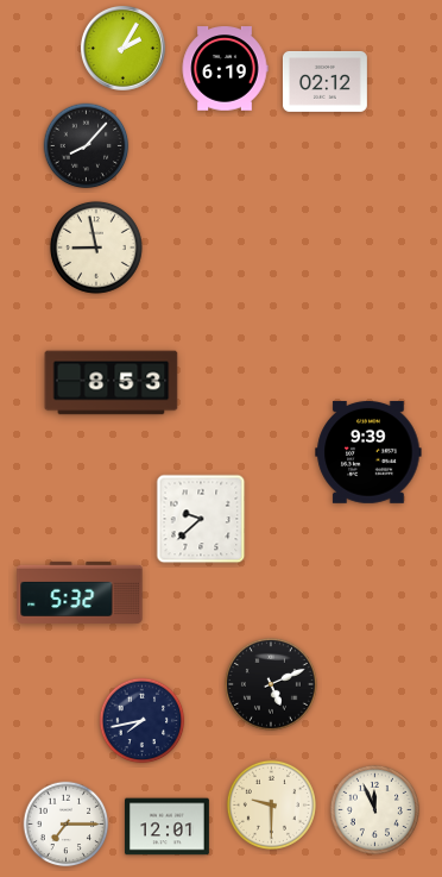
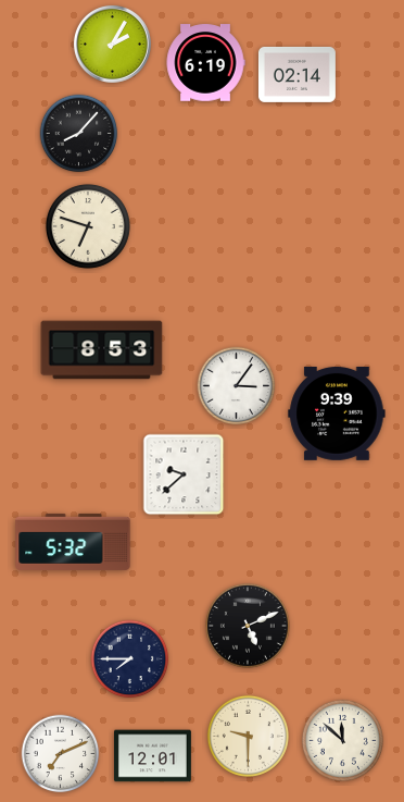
clock at (324, 81): 02:12 -> 02:14
clock at (96, 248): 8:58 -> 6:48
clock at (237, 386): none -> 3:06
clock at (143, 721): 7:43 -> 7:45
clock at (374, 809): 11:56 -> 11:52
clock at (67, 825): 7:15 -> 7:11
